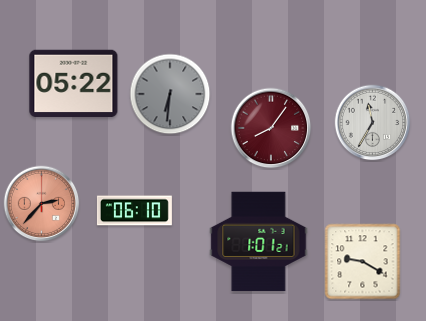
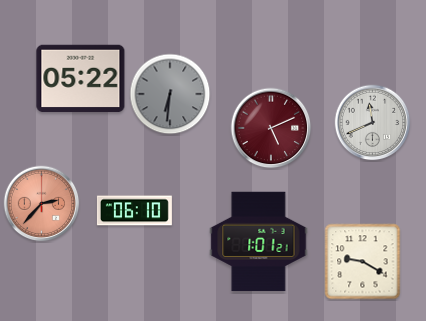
clock at (74, 84) position: (74, 84) -> (81, 79)
clock at (373, 123): 11:35 -> 11:41
clock at (271, 128): 8:06 -> 5:11
